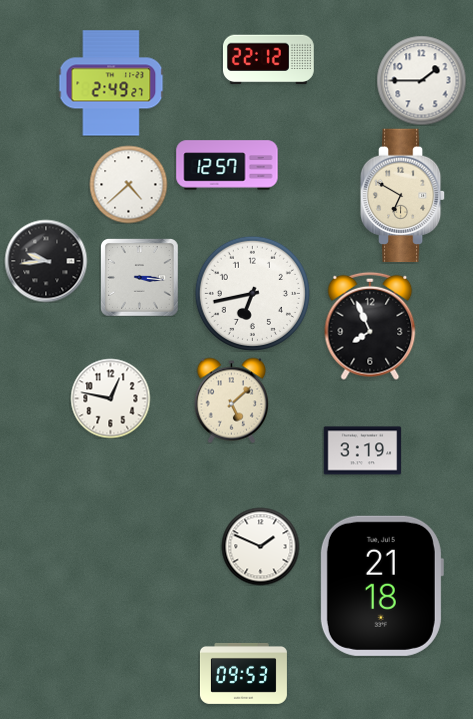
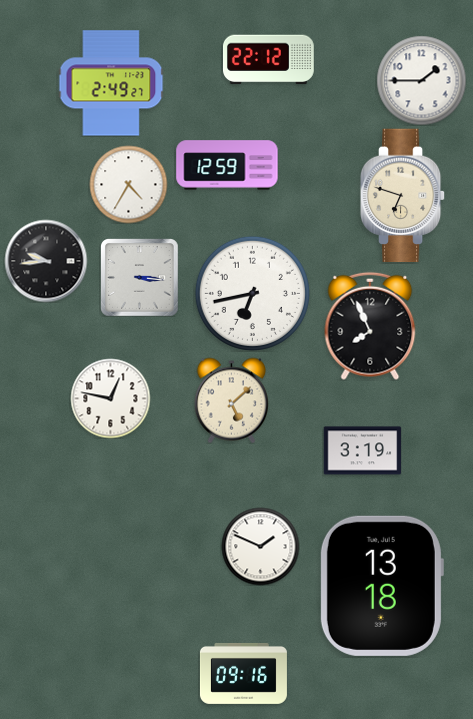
clock at (227, 165): 12:57 -> 12:59
clock at (128, 184): 4:38 -> 4:35
clock at (403, 196): 6:50 -> 6:48
clock at (381, 586): 21:18 -> 13:18
clock at (243, 673): 09:53 -> 09:16
